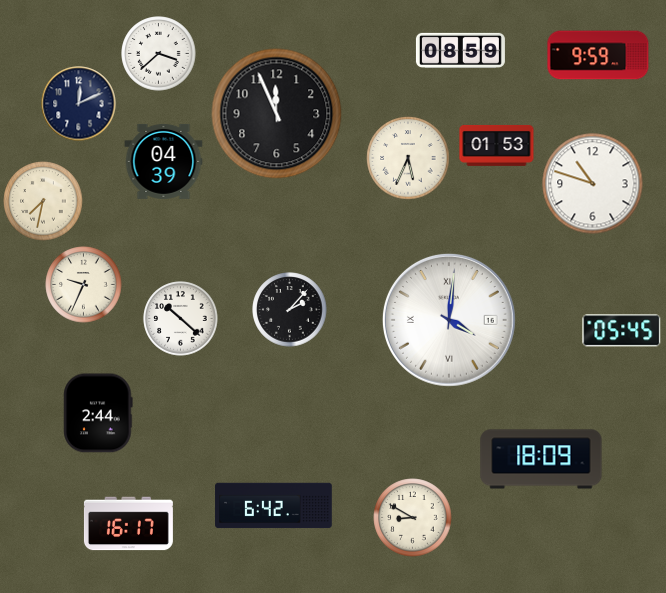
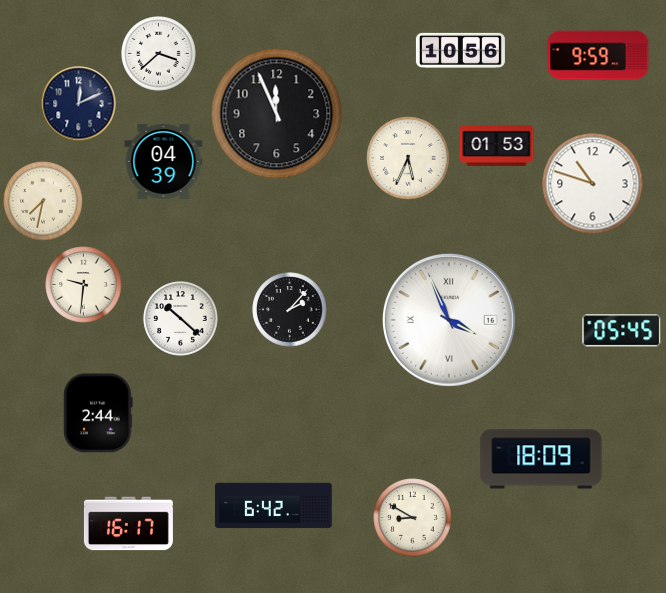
clock at (460, 50): 08:59 -> 10:56
clock at (84, 285): 9:34 -> 9:31
clock at (449, 321): 4:01 -> 3:56
